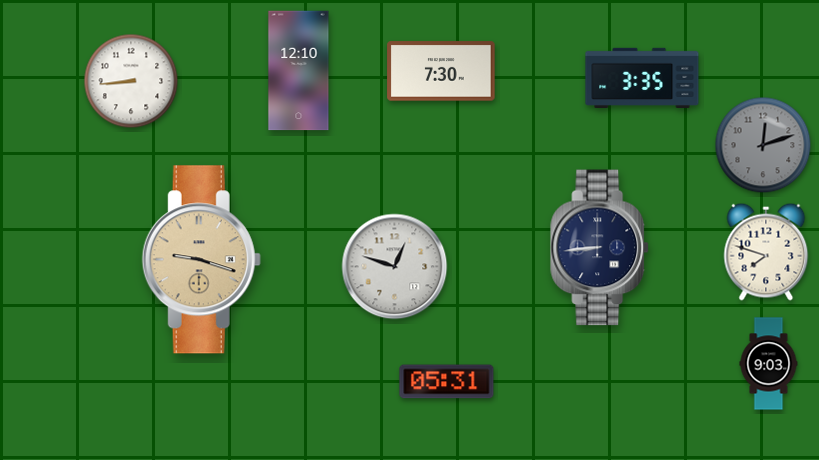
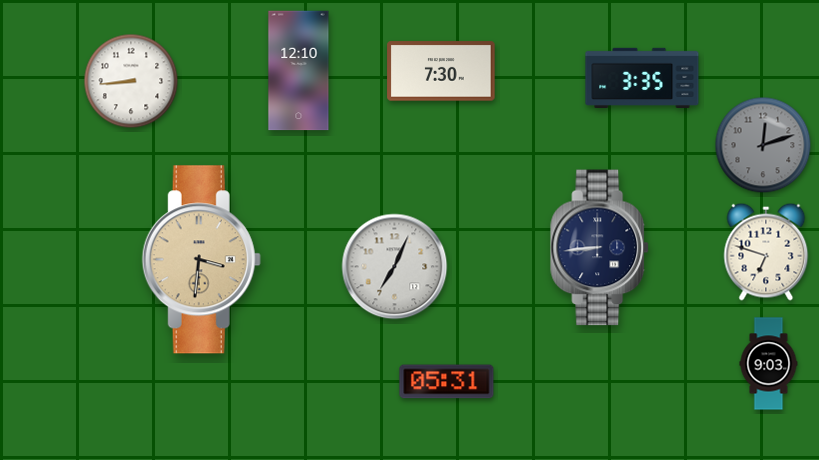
clock at (766, 252): 7:48 -> 6:48
clock at (201, 260): 9:18 -> 3:31
clock at (395, 267): 12:48 -> 7:04
